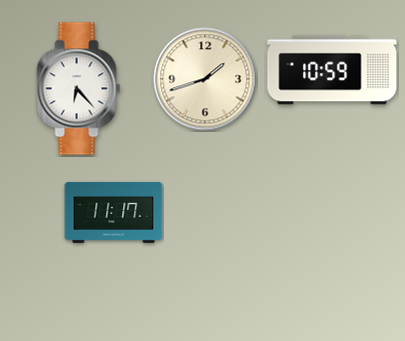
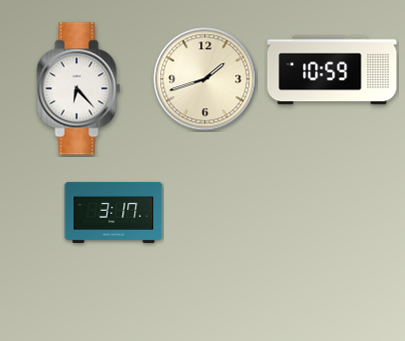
clock at (114, 212): 11:17 -> 3:17
